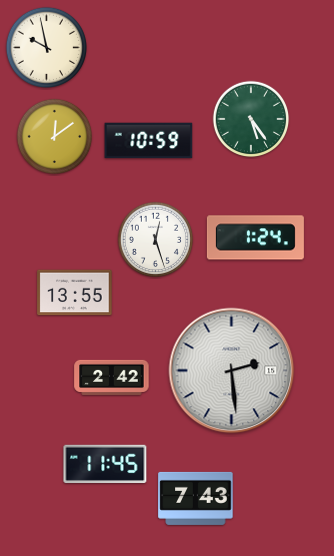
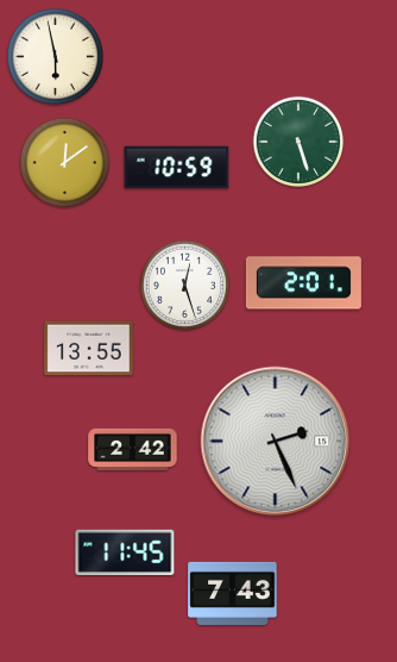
clock at (46, 47): 9:58 -> 5:58
clock at (251, 119): 5:24 -> 5:27
clock at (255, 238): 1:24 -> 2:01
clock at (232, 371): 2:29 -> 2:26
